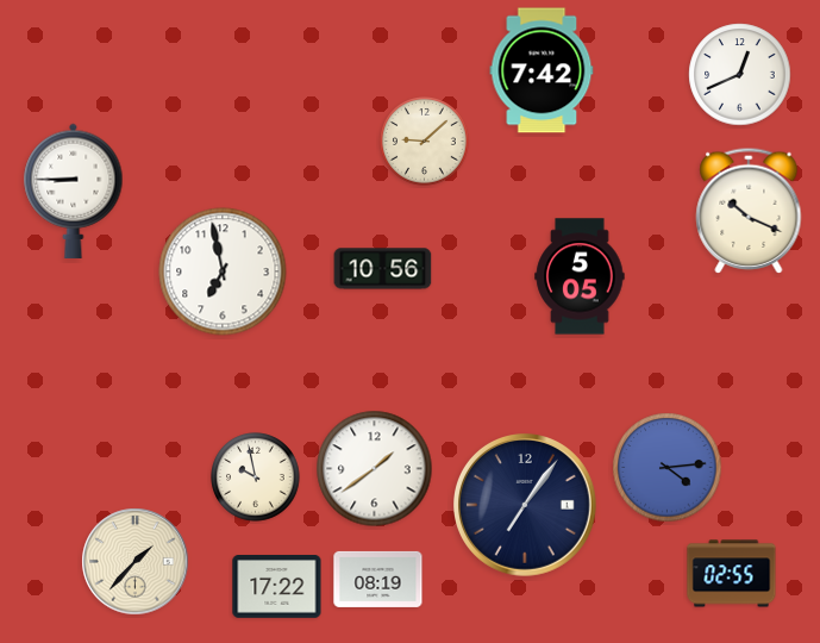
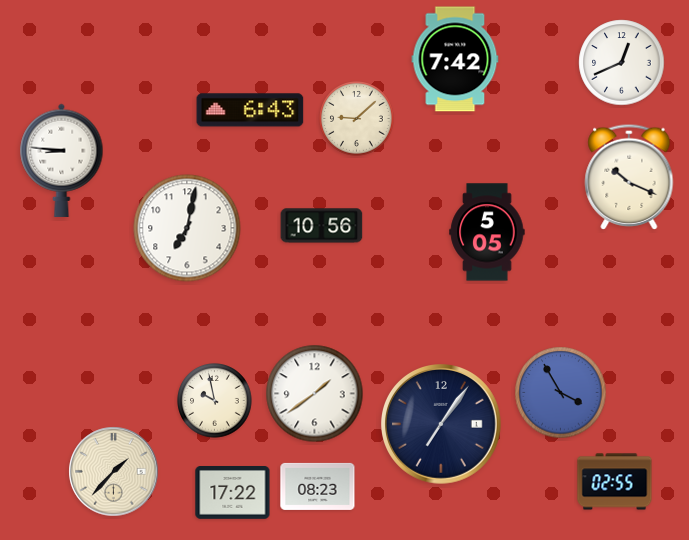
clock at (250, 110): none -> 6:43
clock at (74, 191): 8:45 -> 8:46
clock at (223, 271): 6:58 -> 7:02
clock at (668, 468): 4:14 -> 3:55
clock at (378, 579): 08:19 -> 08:23
